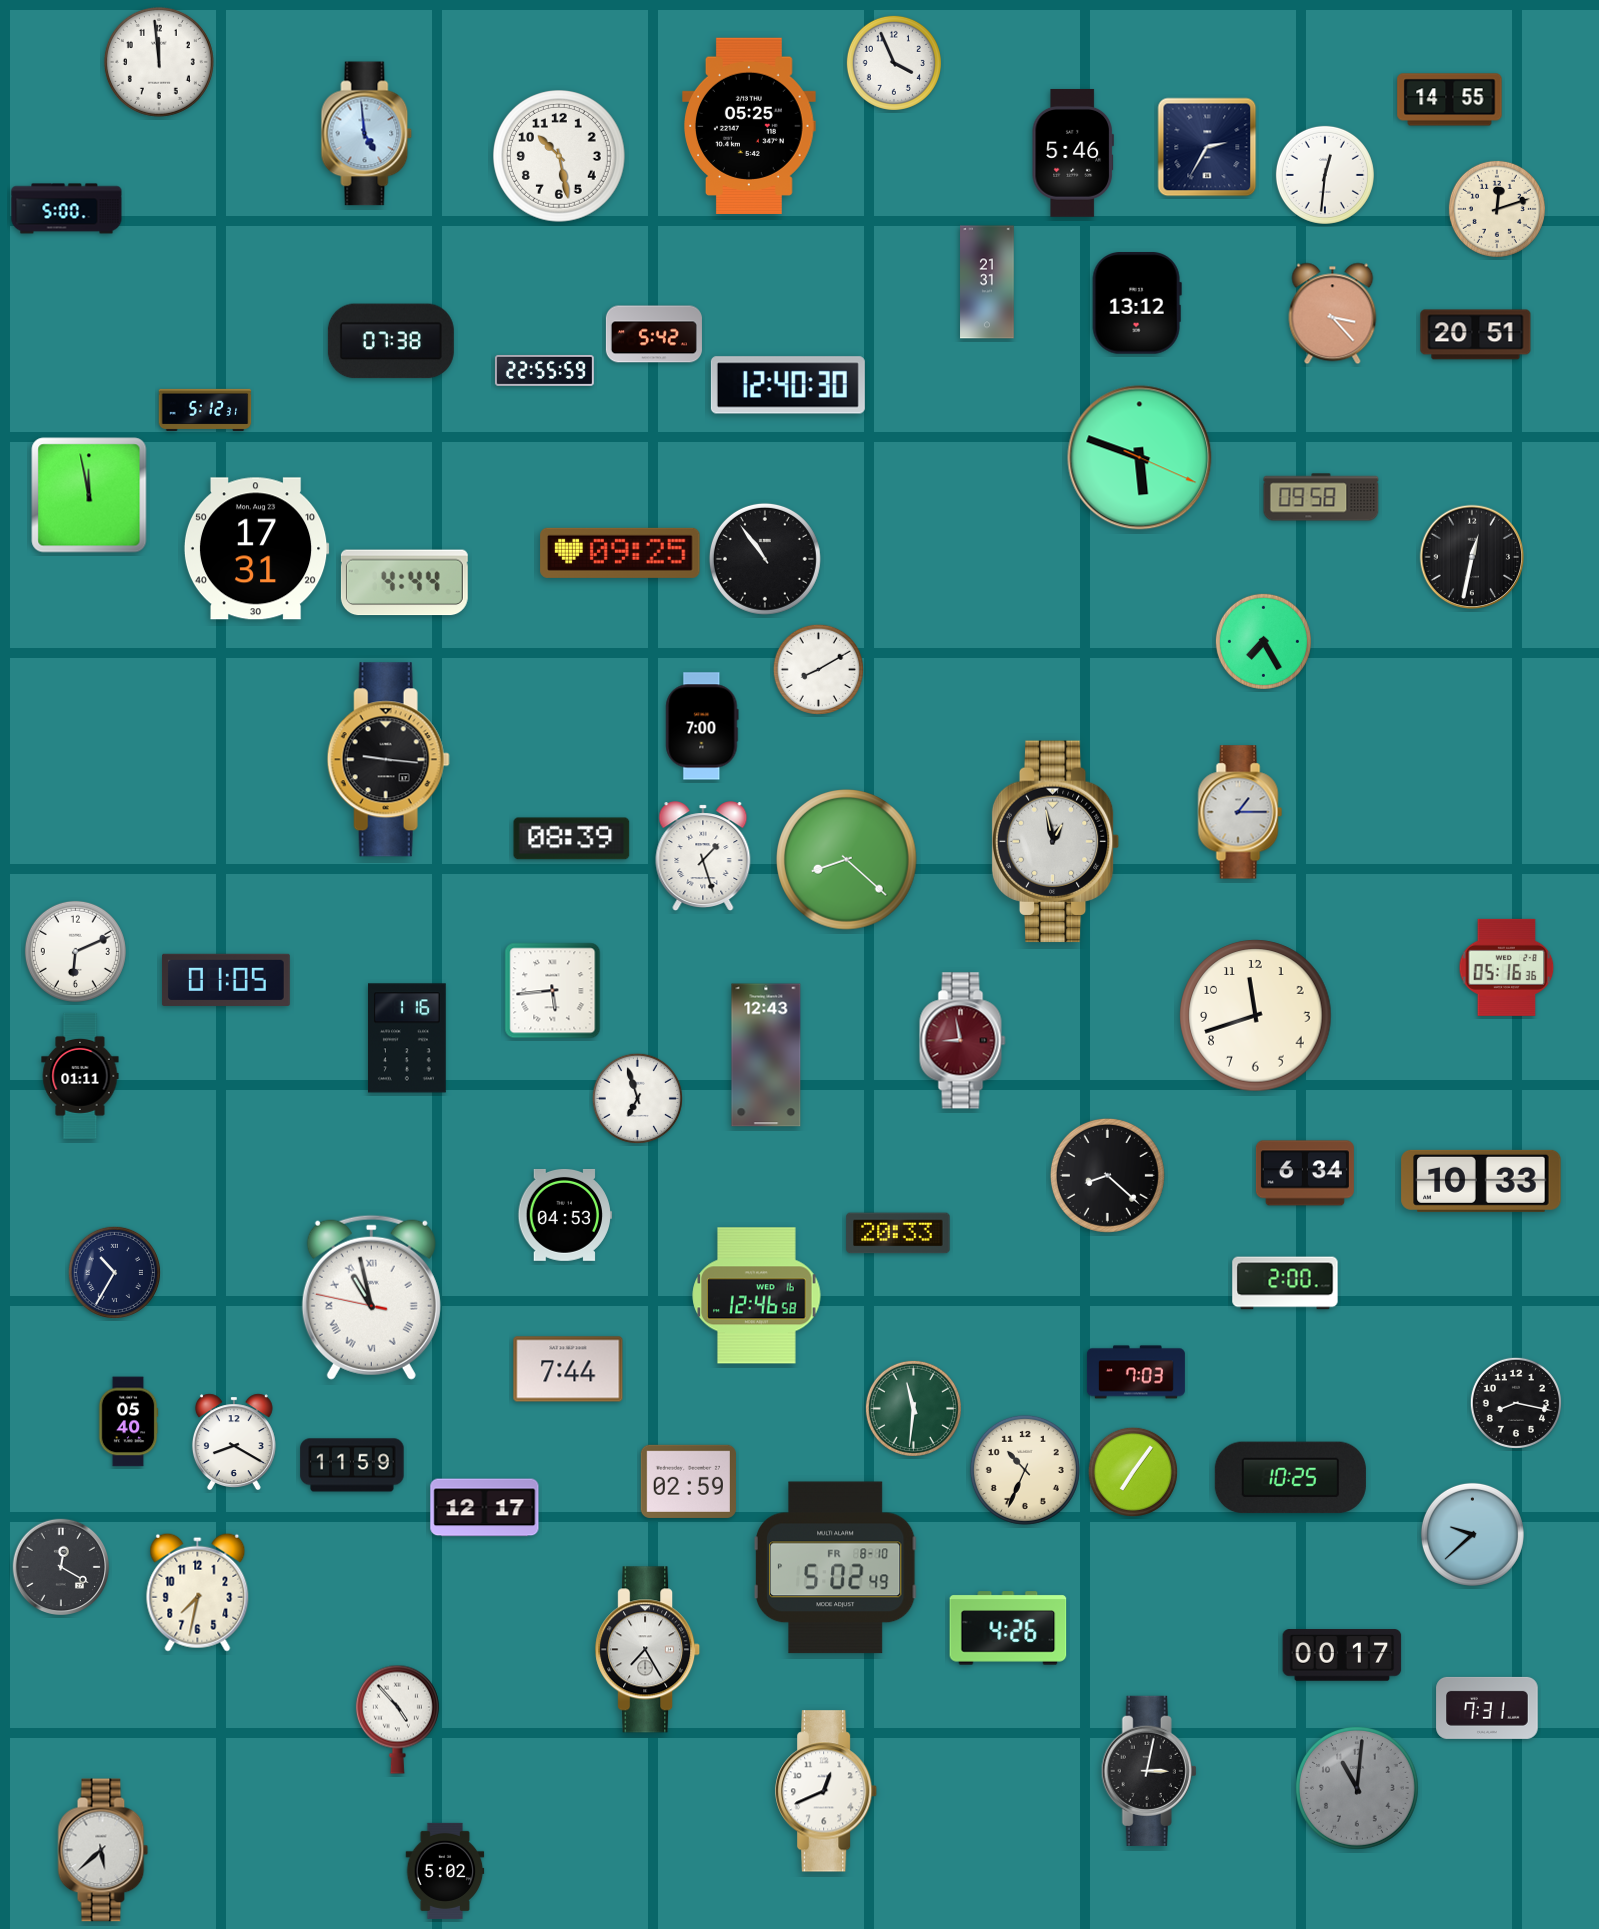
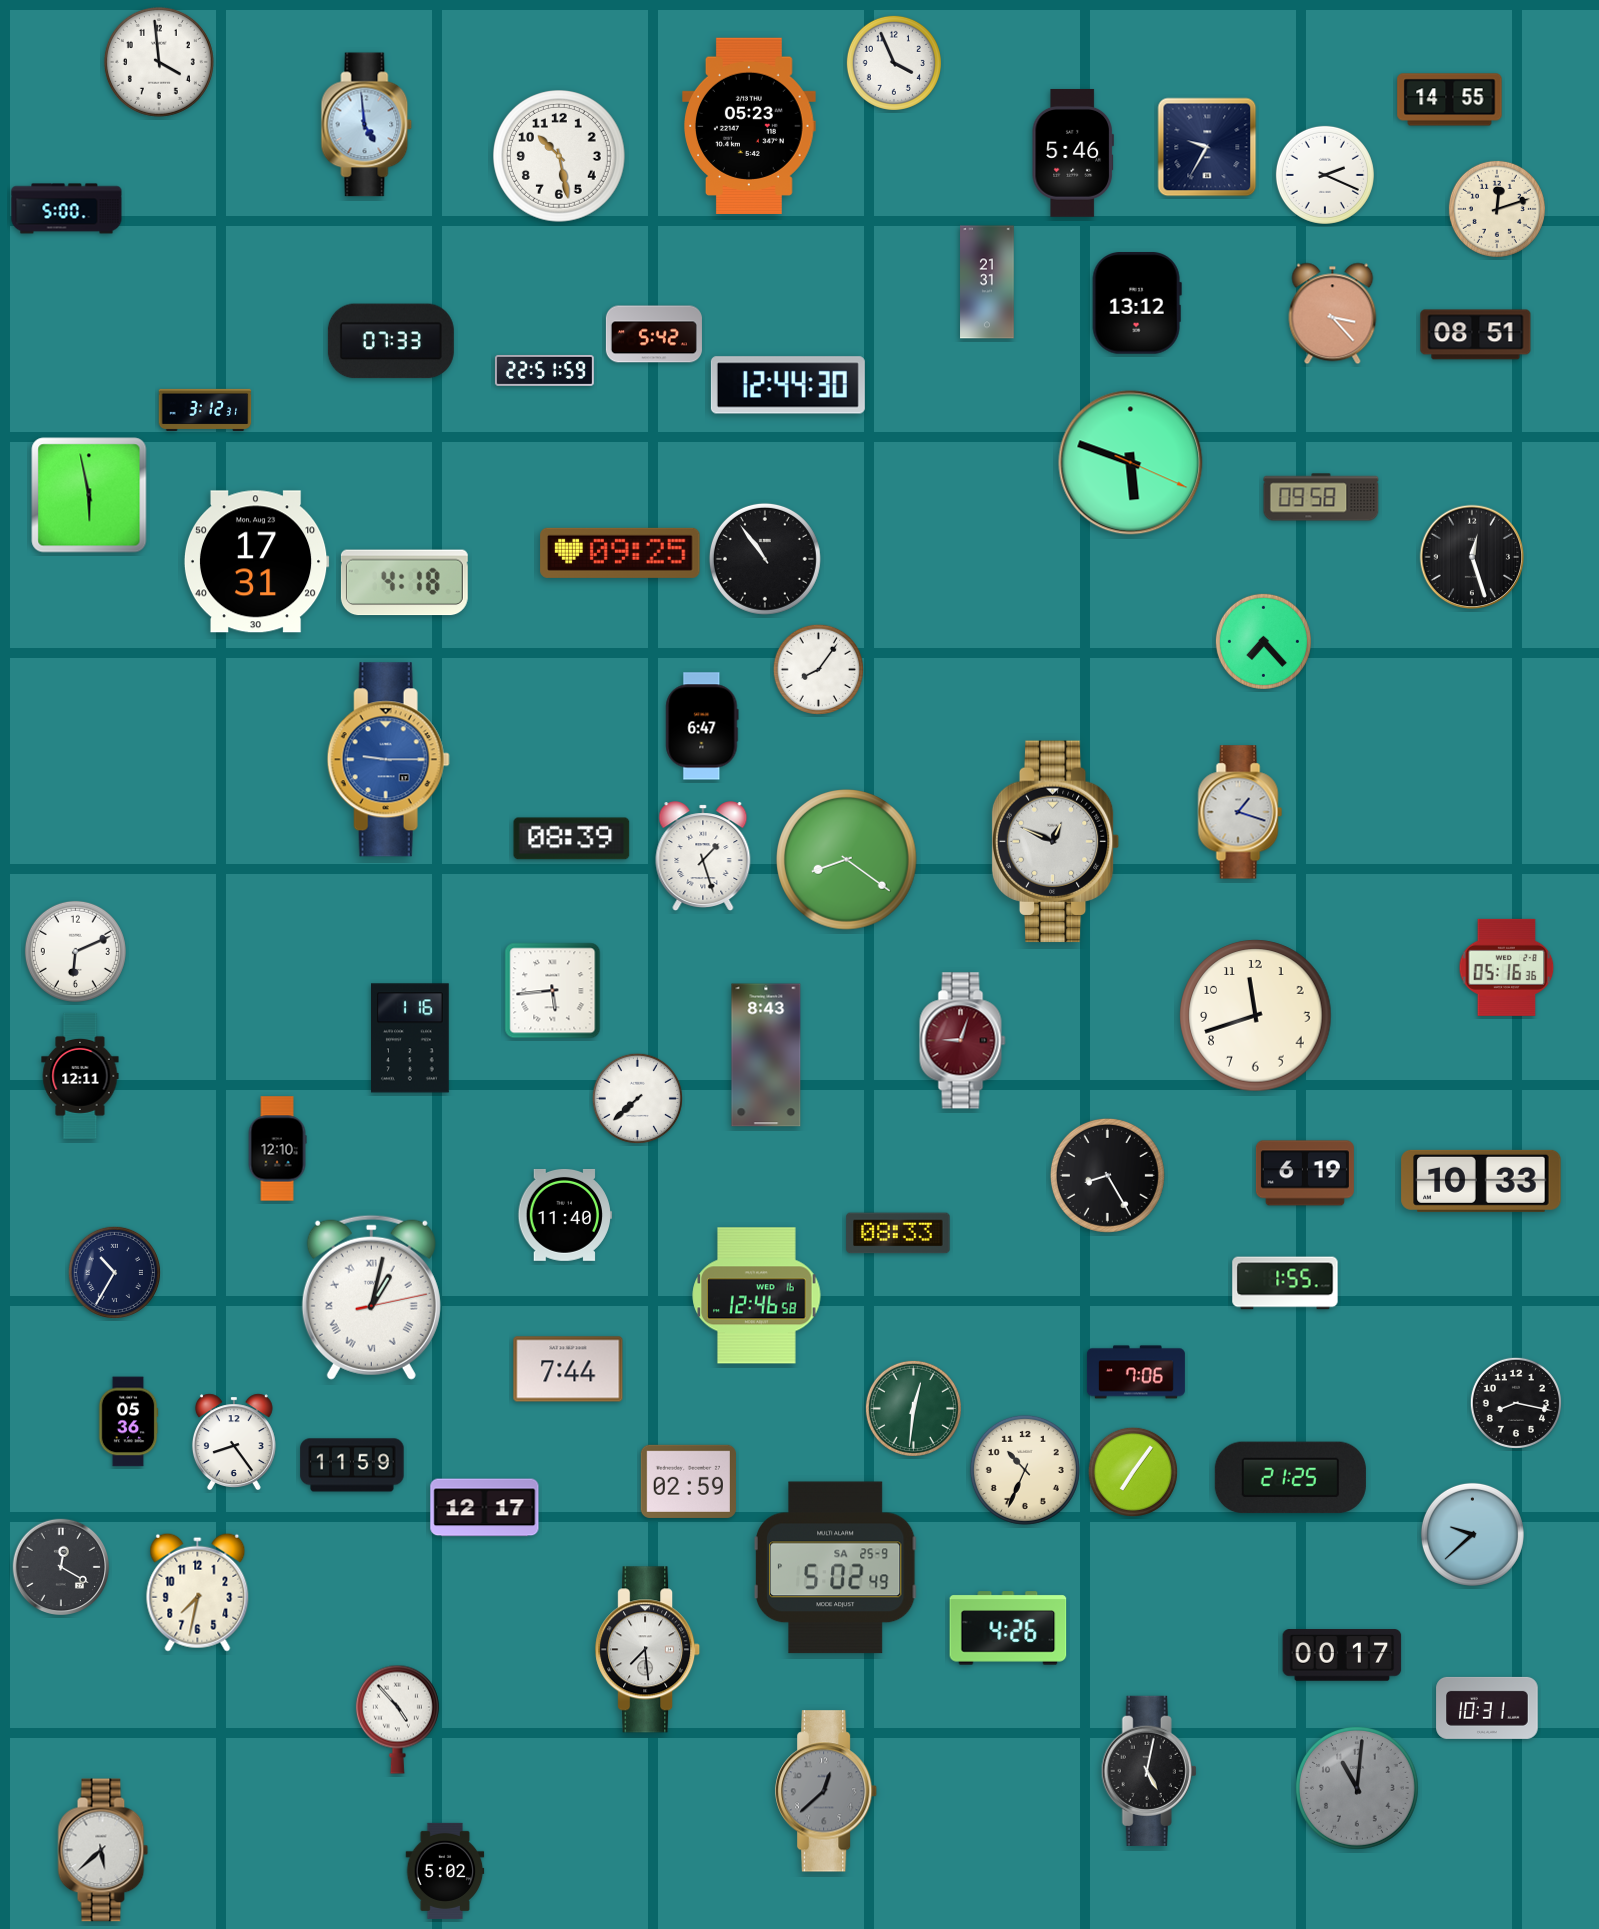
clock at (159, 62): 11:59 -> 3:59
clock at (750, 125): 05:25 -> 05:23
clock at (367, 134) position: (367, 134) -> (367, 125)
clock at (1207, 147): 2:35 -> 9:35
clock at (1325, 175): 12:31 -> 2:19
clock at (1476, 335): 20:51 -> 08:51
clock at (391, 341): 07:38 -> 07:33
clock at (544, 370): 22:55 -> 22:51
clock at (788, 385): 12:40 -> 12:44
clock at (205, 410): 5:12 -> 3:12
clock at (1140, 458) position: (1140, 458) -> (1131, 463)
clock at (89, 495): 11:58 -> 5:58
clock at (256, 549) position: (256, 549) -> (256, 562)
clock at (1472, 557): 12:32 -> 12:27
clock at (404, 583): 4:44 -> 4:18
clock at (1263, 641): 7:25 -> 7:23
clock at (818, 669): 8:10 -> 8:06
clock at (702, 726): 7:00 -> 6:47
clock at (388, 760): 9:16 -> 9:15
clock at (388, 760) dial: black -> blue
clock at (1240, 812): 1:15 -> 1:18
clock at (1056, 842): 12:58 -> 12:49
clock at (847, 860): 8:22 -> 8:21
clock at (227, 980): 01:05 -> none
clock at (408, 1038) position: (408, 1038) -> (411, 1038)
clock at (963, 1041): 8:58 -> 9:03
clock at (766, 1055): 12:43 -> 8:43
clock at (80, 1076): 01:11 -> 12:11
clock at (637, 1098): 6:57 -> 7:38
clock at (277, 1149): none -> 12:10
clock at (1305, 1173): 6:34 -> 6:19
clock at (1107, 1175): 8:22 -> 8:25
clock at (564, 1215): 04:53 -> 11:40
clock at (898, 1233): 20:33 -> 08:33
clock at (1285, 1283): 2:00 -> 1:55
clock at (371, 1297): 10:57 -> 1:02
clock at (1136, 1372): 7:03 -> 7:06
clock at (913, 1408): 11:31 -> 12:31
clock at (128, 1422): 05:40 -> 05:36
clock at (234, 1441): 8:20 -> 8:24
clock at (1290, 1478): 10:25 -> 21:25
clock at (835, 1568) date: FR 8-10 -> SA 25-9
clock at (648, 1650): 7:25 -> 7:29
clock at (1487, 1708): 7:31 -> 10:31
clock at (1149, 1771): 3:02 -> 5:02
clock at (827, 1791): 12:41 -> 12:38
clock at (827, 1791) dial: white -> grey
